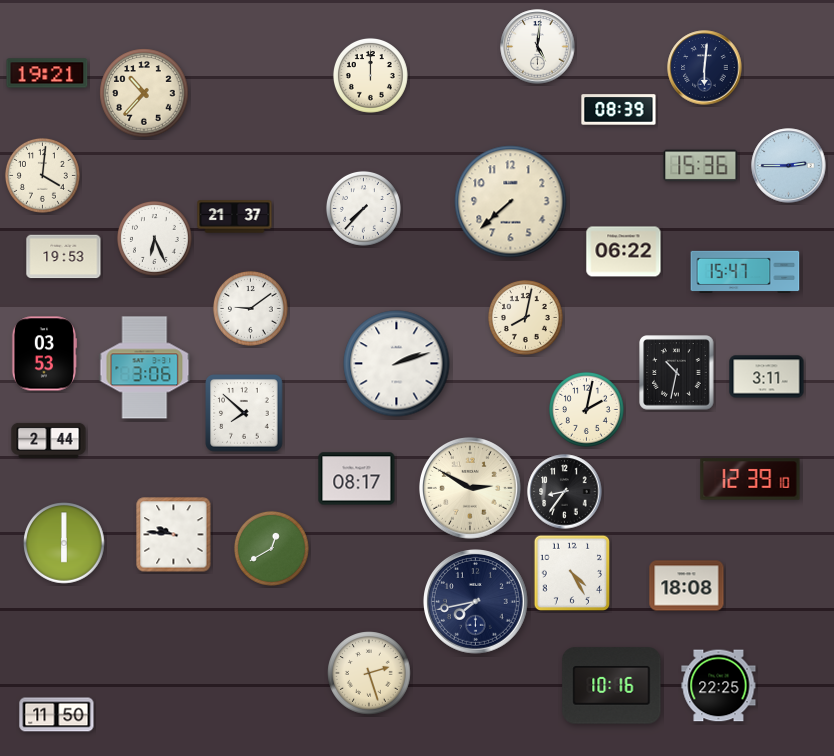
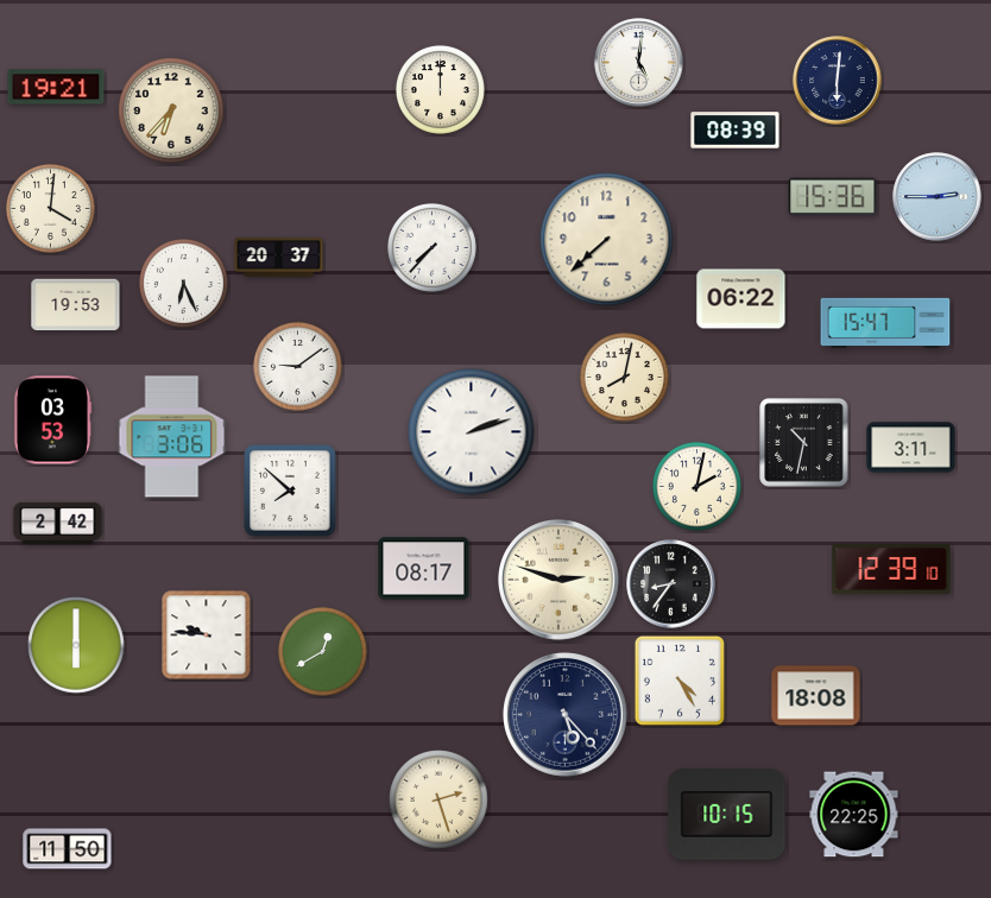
clock at (538, 47) position: (538, 47) -> (639, 63)
clock at (144, 93): 10:37 -> 6:37
clock at (235, 217): 21:37 -> 20:37
clock at (49, 440): 2:44 -> 2:42
clock at (471, 489): 2:50 -> 2:48
clock at (476, 602): 7:43 -> 5:23
clock at (612, 686): 10:16 -> 10:15
